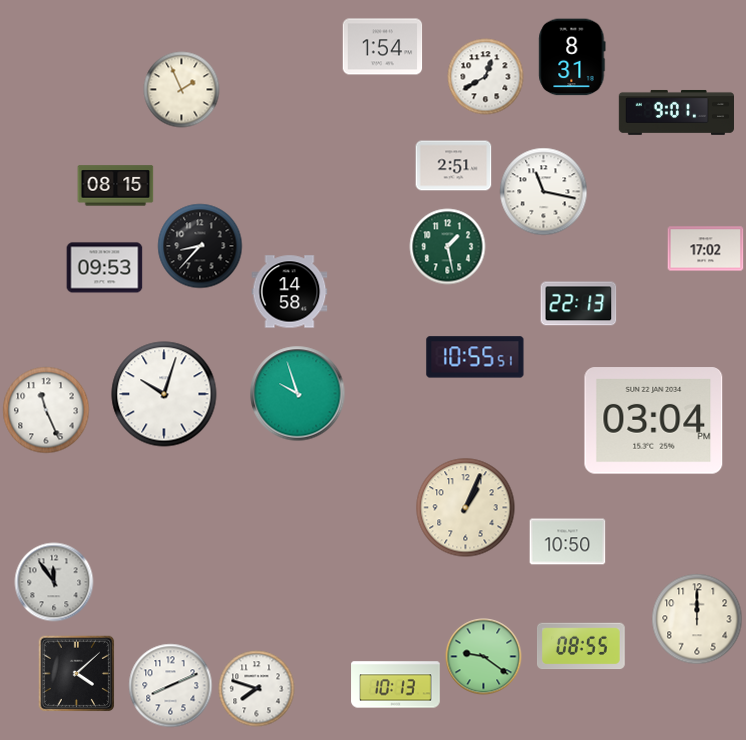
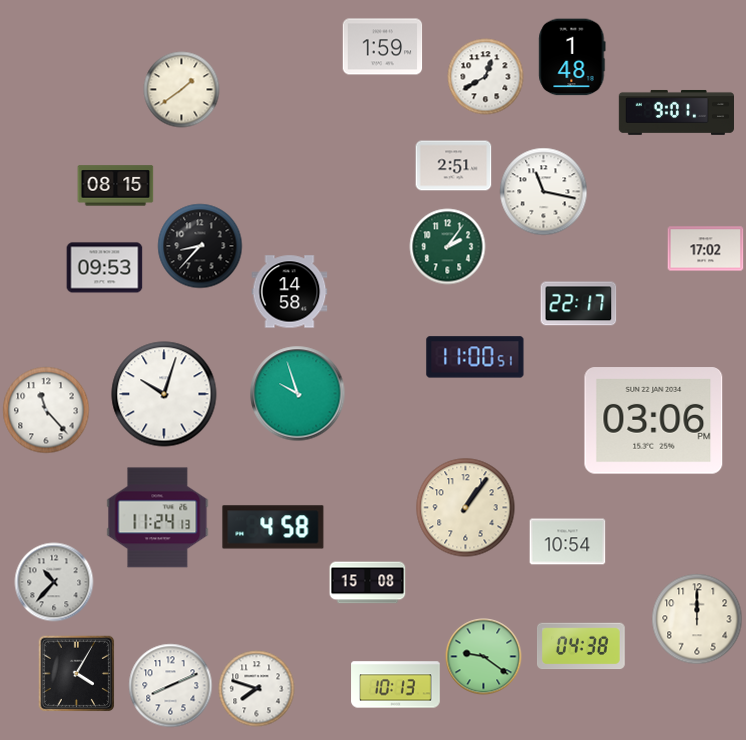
clock at (383, 47): 1:54 -> 1:59
clock at (572, 57): 8:31 -> 1:48
clock at (182, 90): 1:56 -> 1:39
clock at (448, 247): 1:28 -> 2:06
clock at (579, 304): 22:13 -> 22:17
clock at (475, 357): 10:55 -> 11:00
clock at (46, 410): 11:26 -> 11:23
clock at (654, 421): 03:04 -> 03:06
clock at (466, 508): 1:04 -> 1:06
clock at (158, 518): none -> 11:24
clock at (273, 527): none -> 4:58
clock at (568, 542): 10:50 -> 10:54
clock at (54, 582): 11:54 -> 10:37
clock at (368, 583): none -> 15:08
clock at (582, 646): 08:55 -> 04:38
clock at (76, 673): 4:08 -> 4:05
